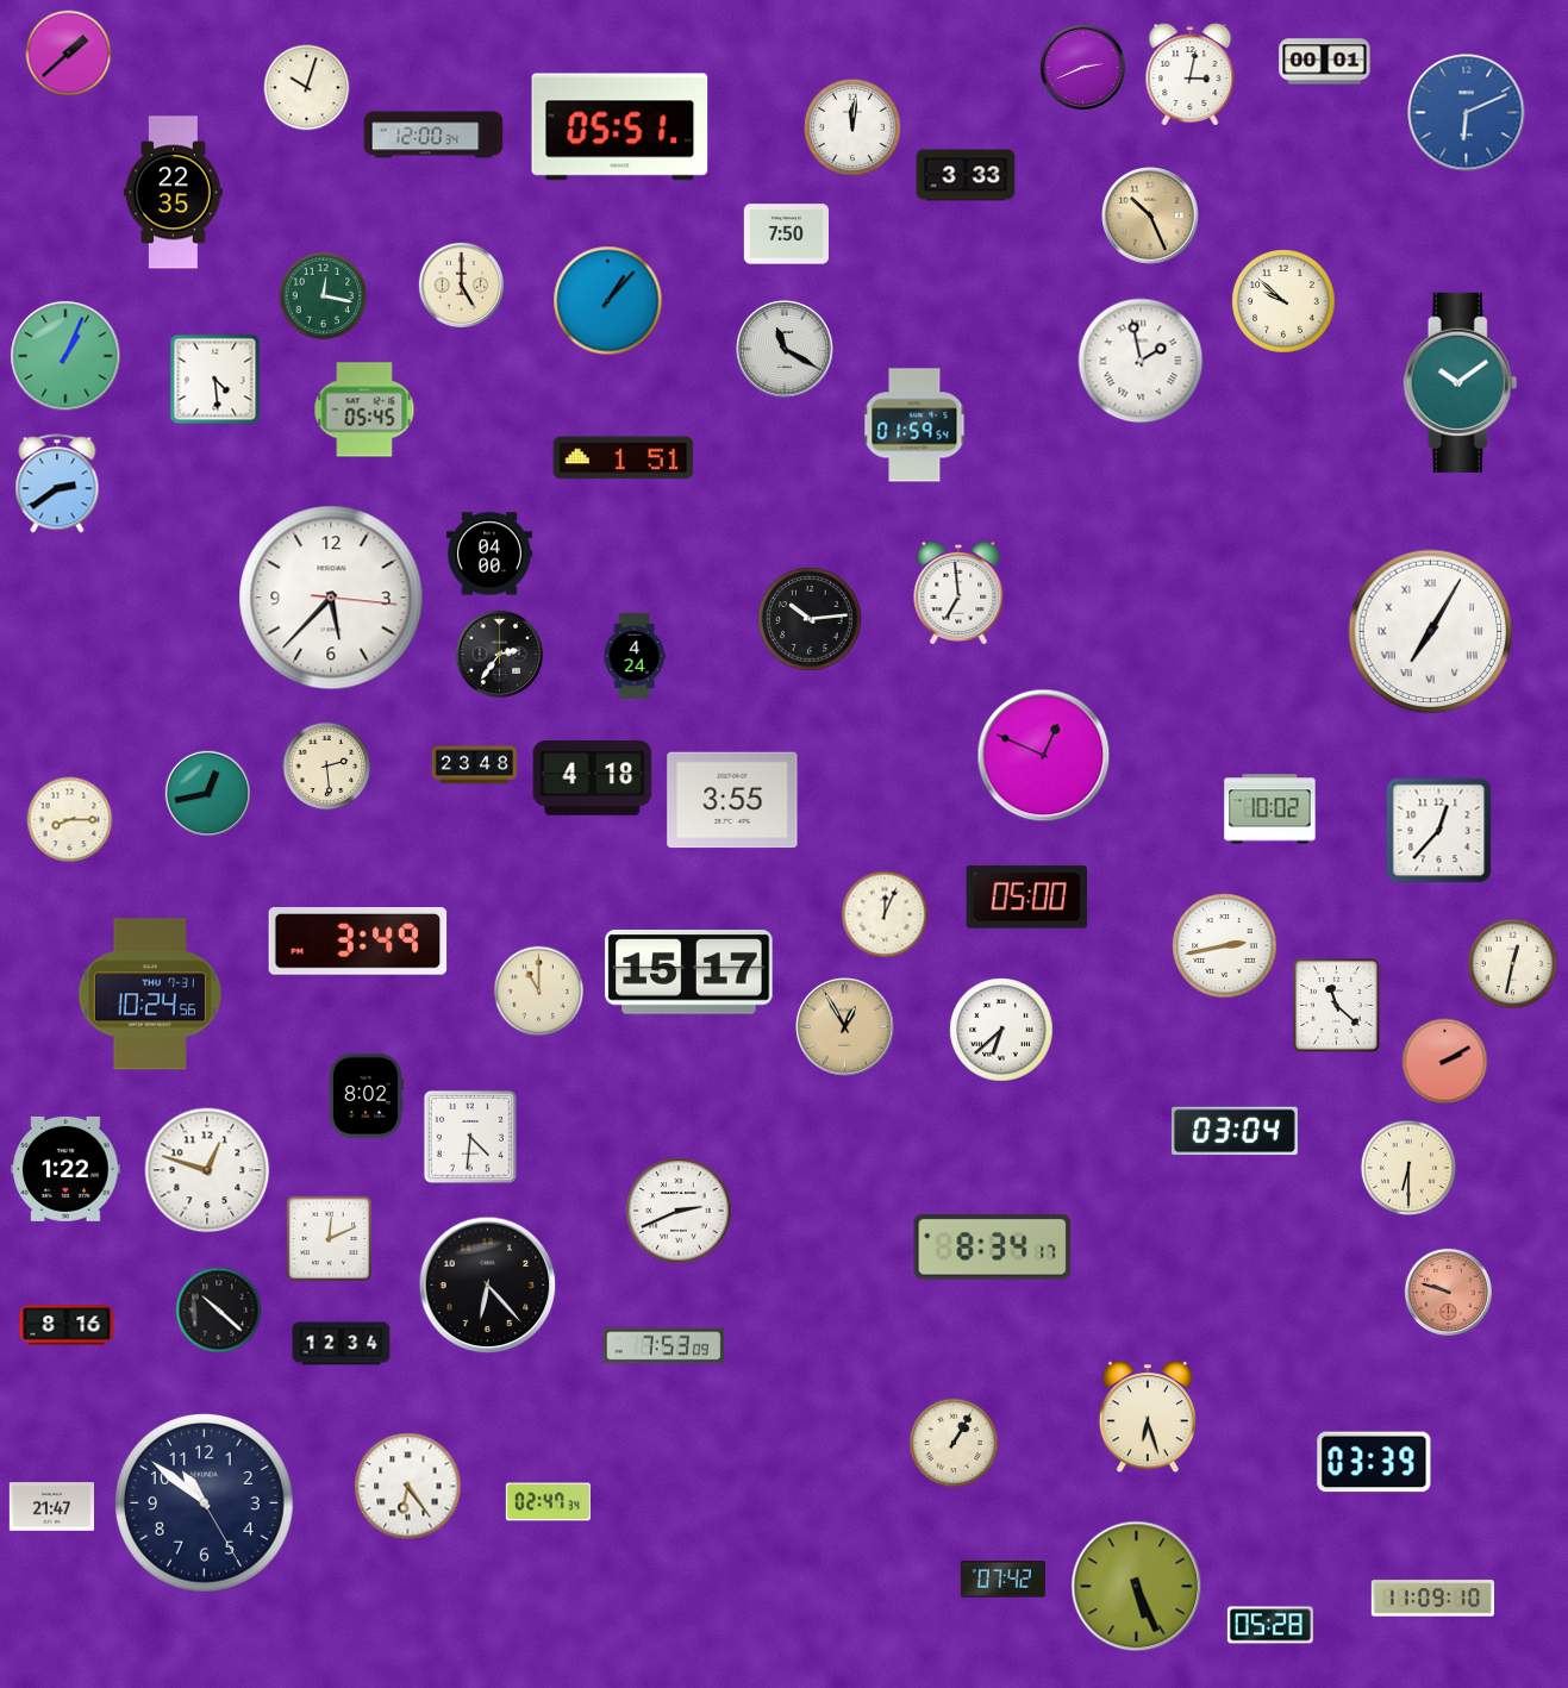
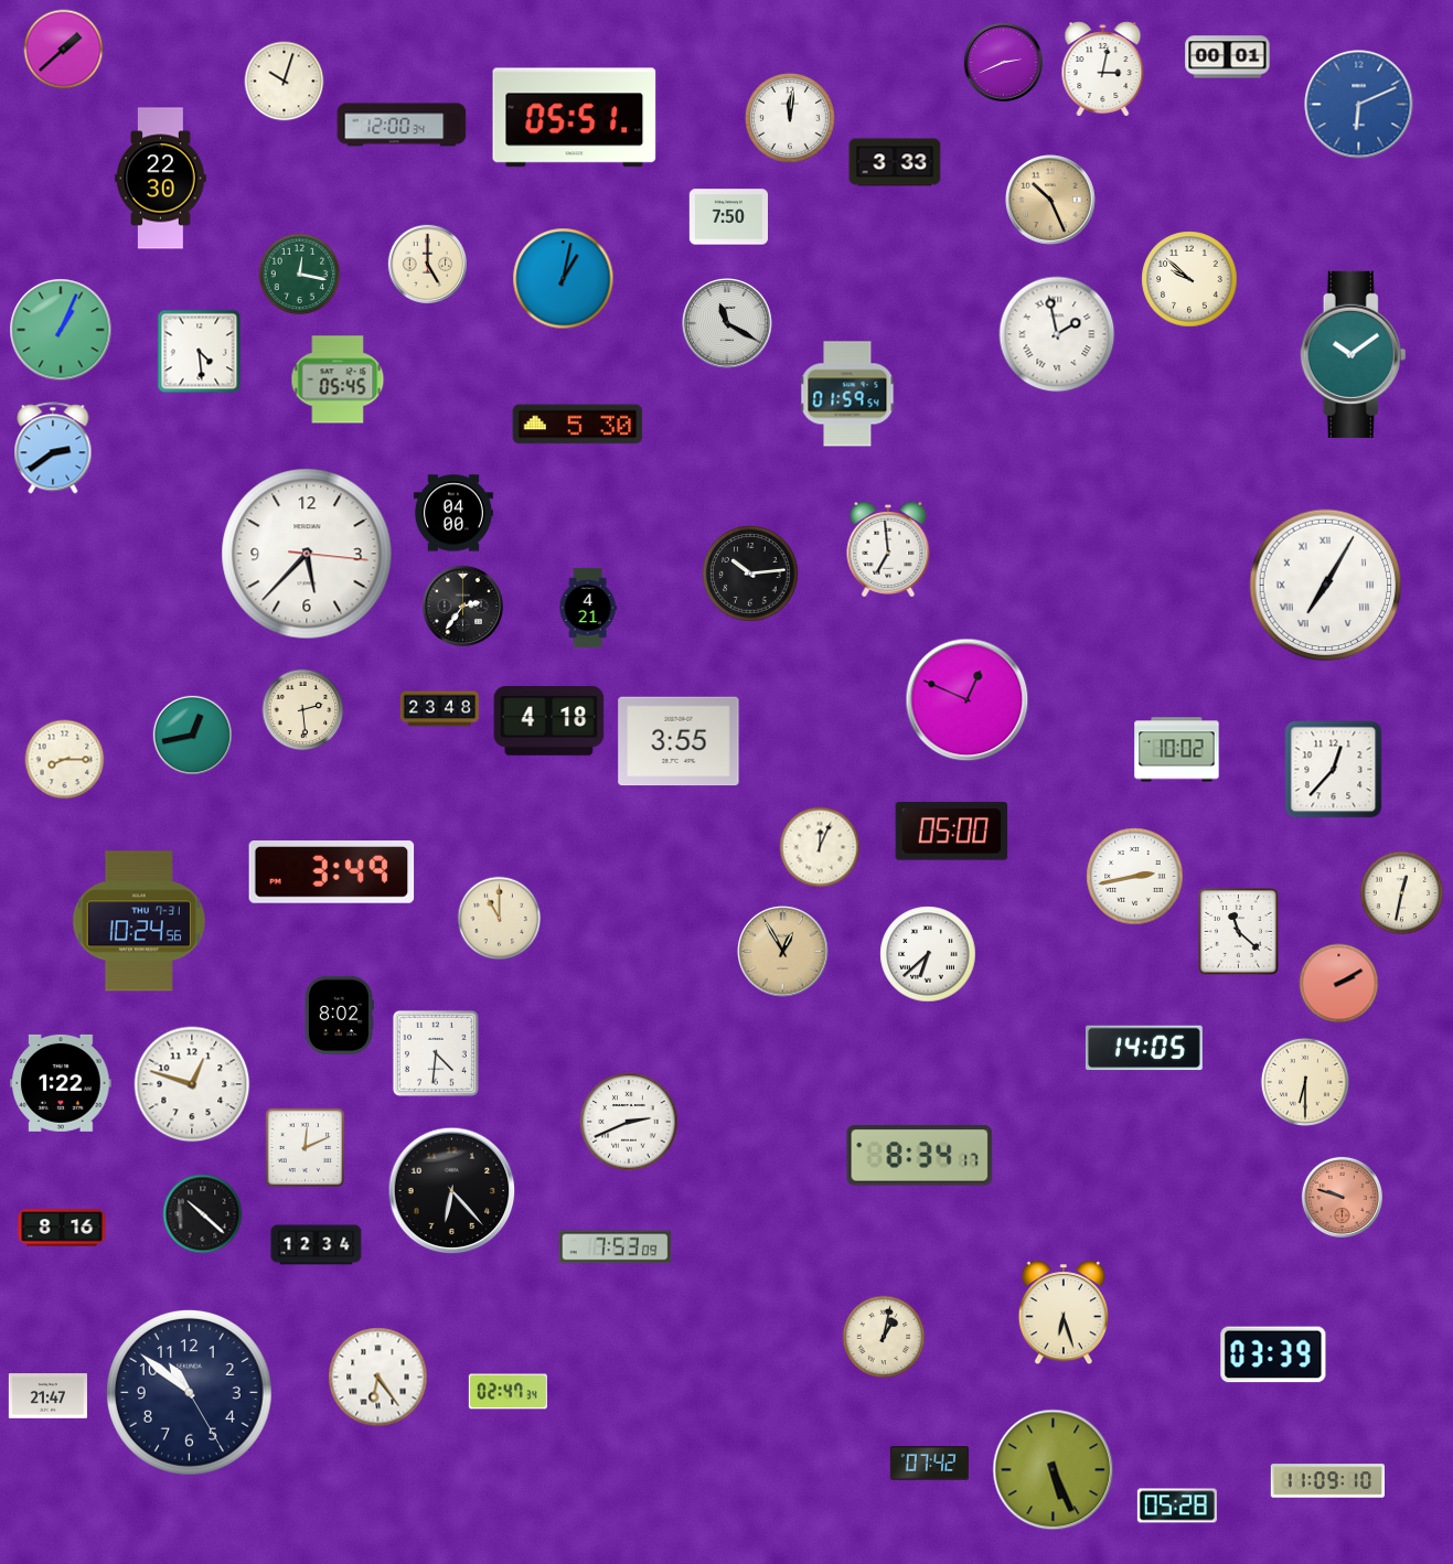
clock at (174, 193): 22:35 -> 22:30
clock at (1151, 217) position: (1151, 217) -> (1051, 201)
clock at (608, 301): 1:07 -> 1:02
clock at (624, 458): 1:51 -> 5:30
clock at (635, 656): 4:24 -> 4:21
clock at (689, 973): 15:17 -> none
clock at (1235, 1131): 03:04 -> 14:05
clock at (954, 1443): 1:05 -> 1:02
